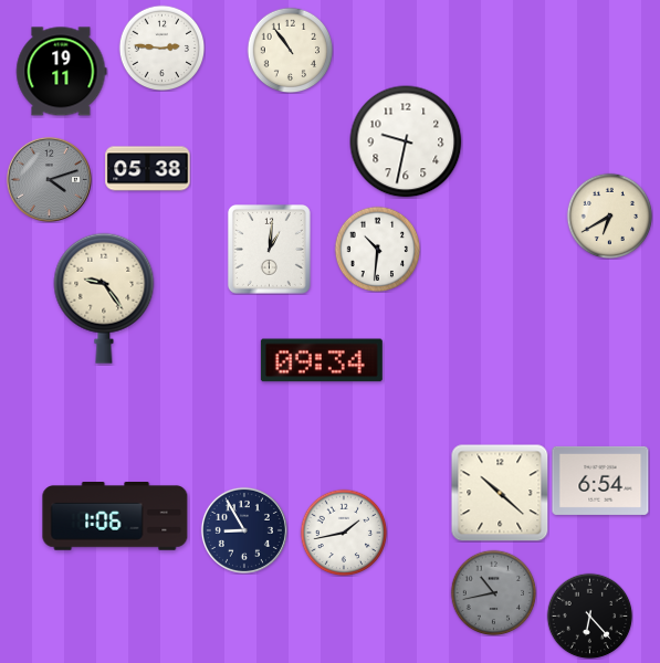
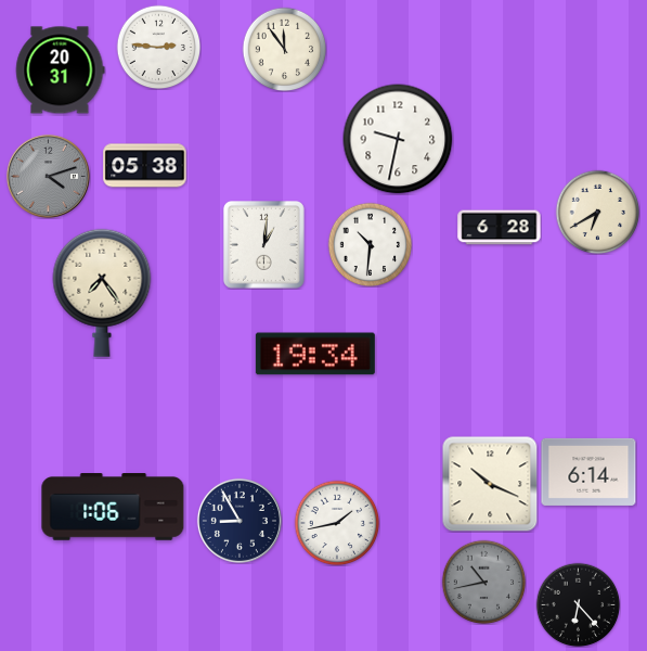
clock at (290, 50): 10:54 -> 11:54
clock at (62, 72): 19:11 -> 20:31
clock at (500, 228): none -> 6:28
clock at (104, 298): 9:24 -> 7:24
clock at (322, 360): 09:34 -> 19:34
clock at (600, 481): 6:54 -> 6:14
clock at (500, 493): 10:22 -> 10:19
